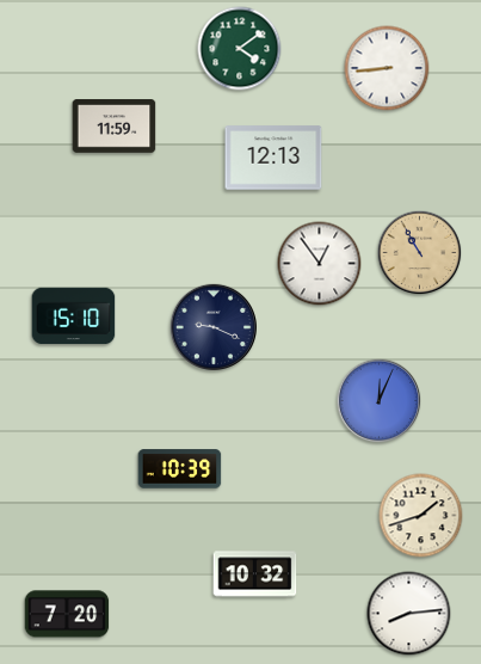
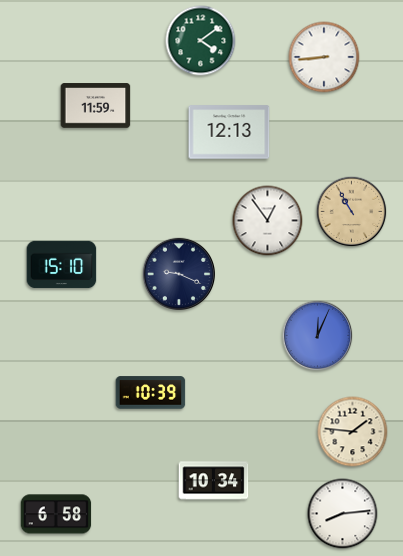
clock at (421, 516): 1:42 -> 1:46
clock at (255, 574): 10:32 -> 10:34
clock at (67, 614): 7:20 -> 6:58
